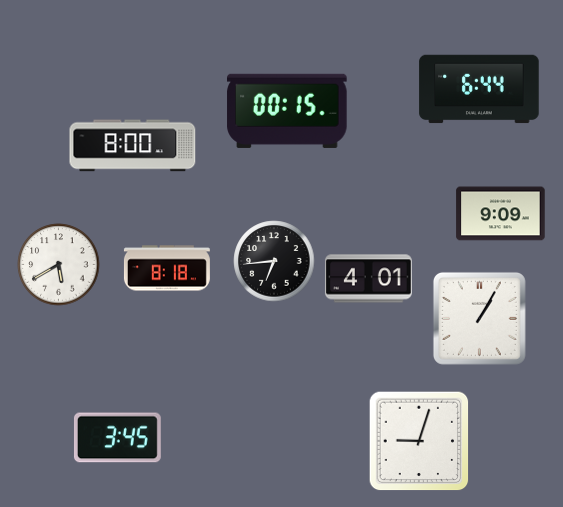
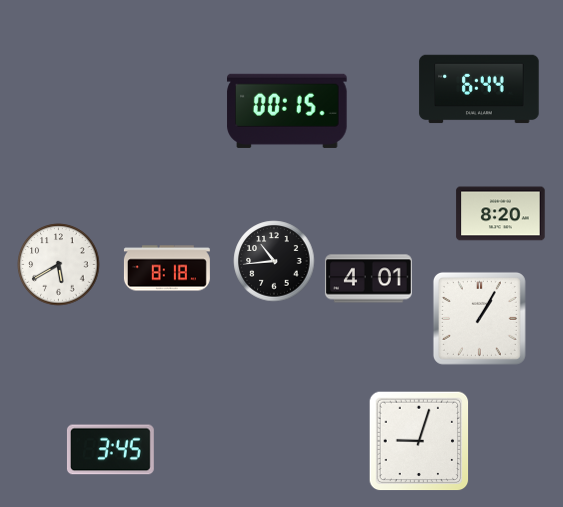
clock at (133, 146): 8:00 -> none
clock at (501, 214): 9:09 -> 8:20
clock at (274, 261): 6:44 -> 10:44
clock at (117, 438) position: (117, 438) -> (110, 450)
